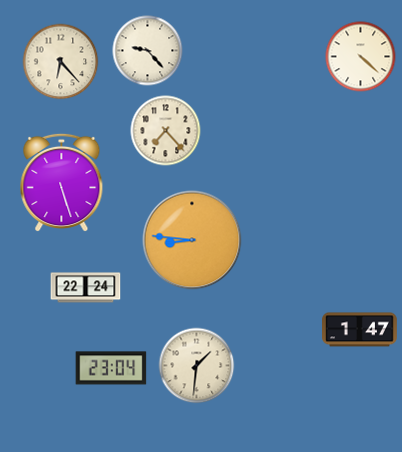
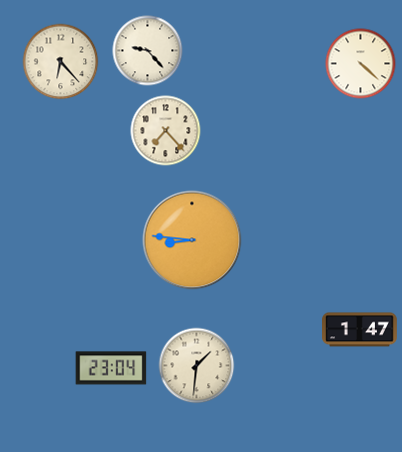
clock at (361, 57) position: (361, 57) -> (361, 64)
clock at (62, 183): 5:27 -> none
clock at (86, 288): 22:24 -> none
